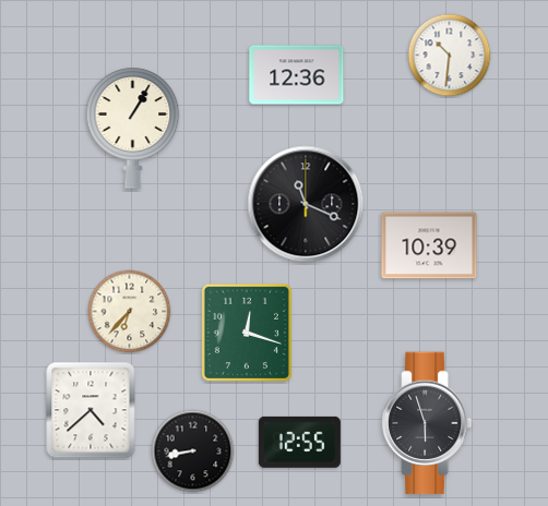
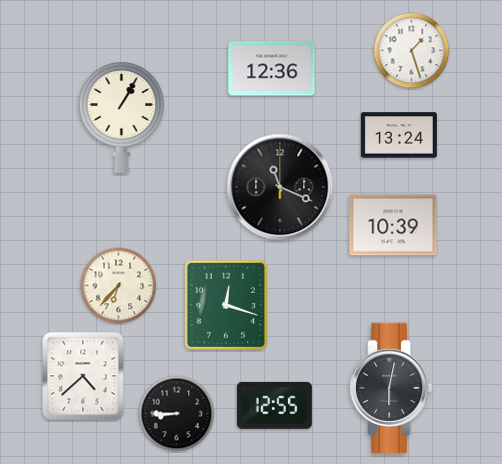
clock at (450, 56): 10:31 -> 1:27
clock at (399, 135): none -> 13:24
clock at (428, 423): 5:57 -> 6:02
clock at (193, 451): 8:43 -> 8:45
